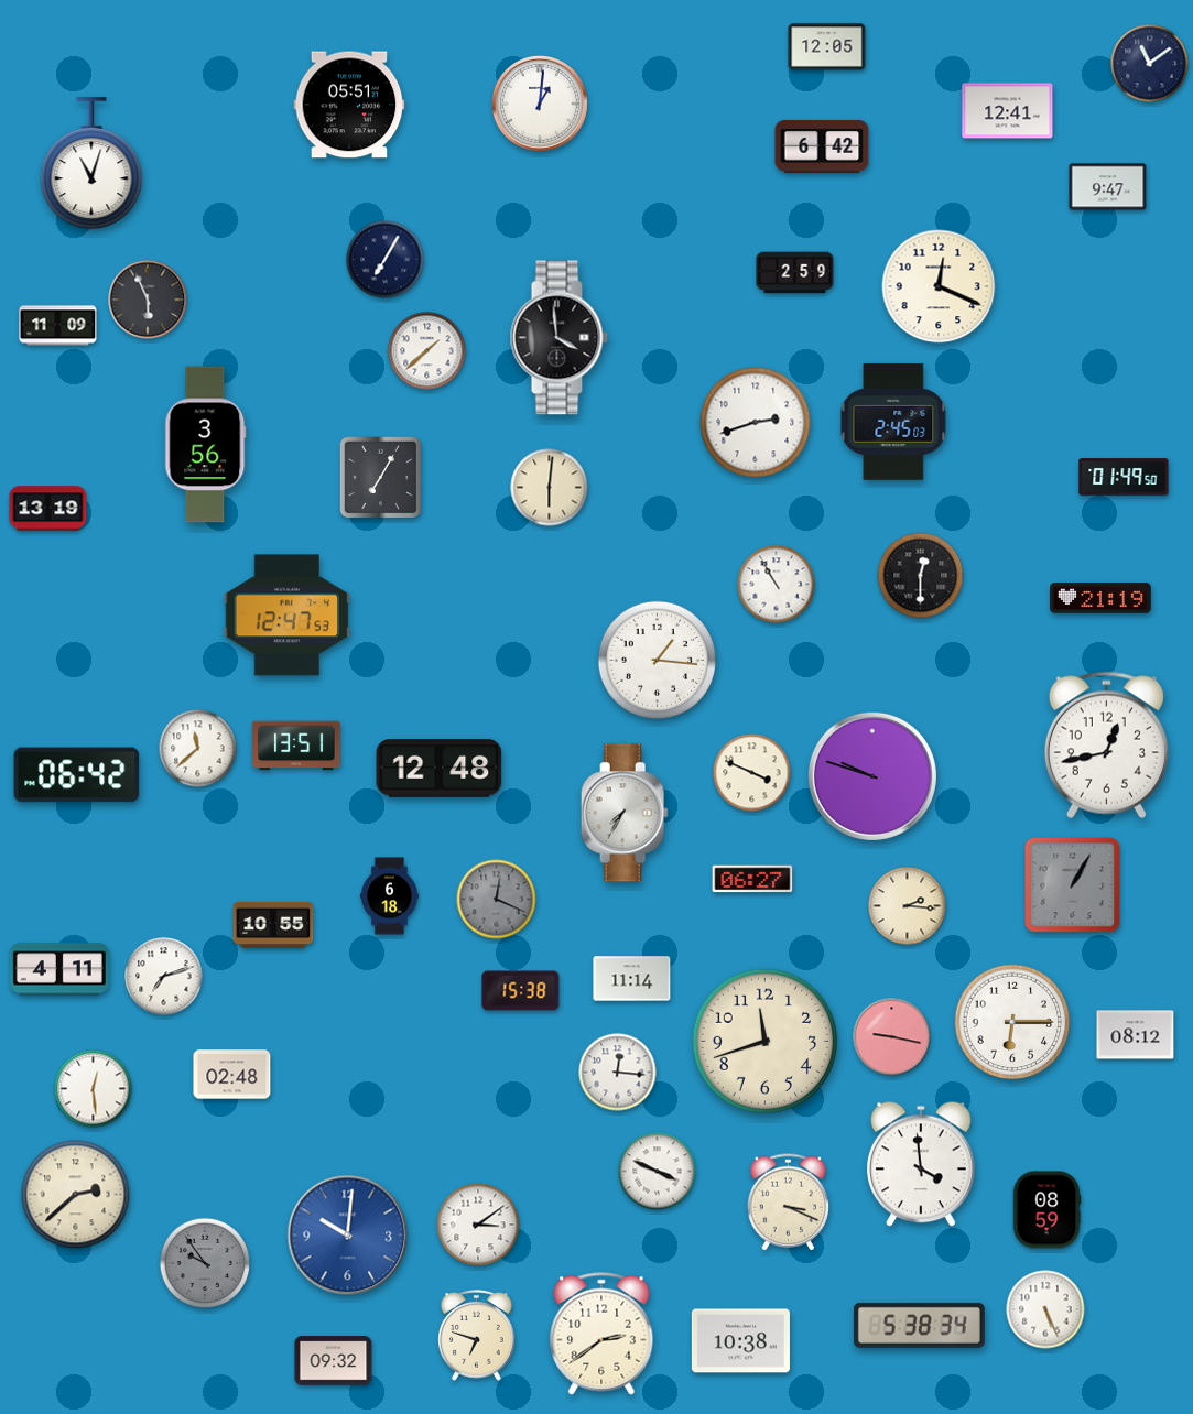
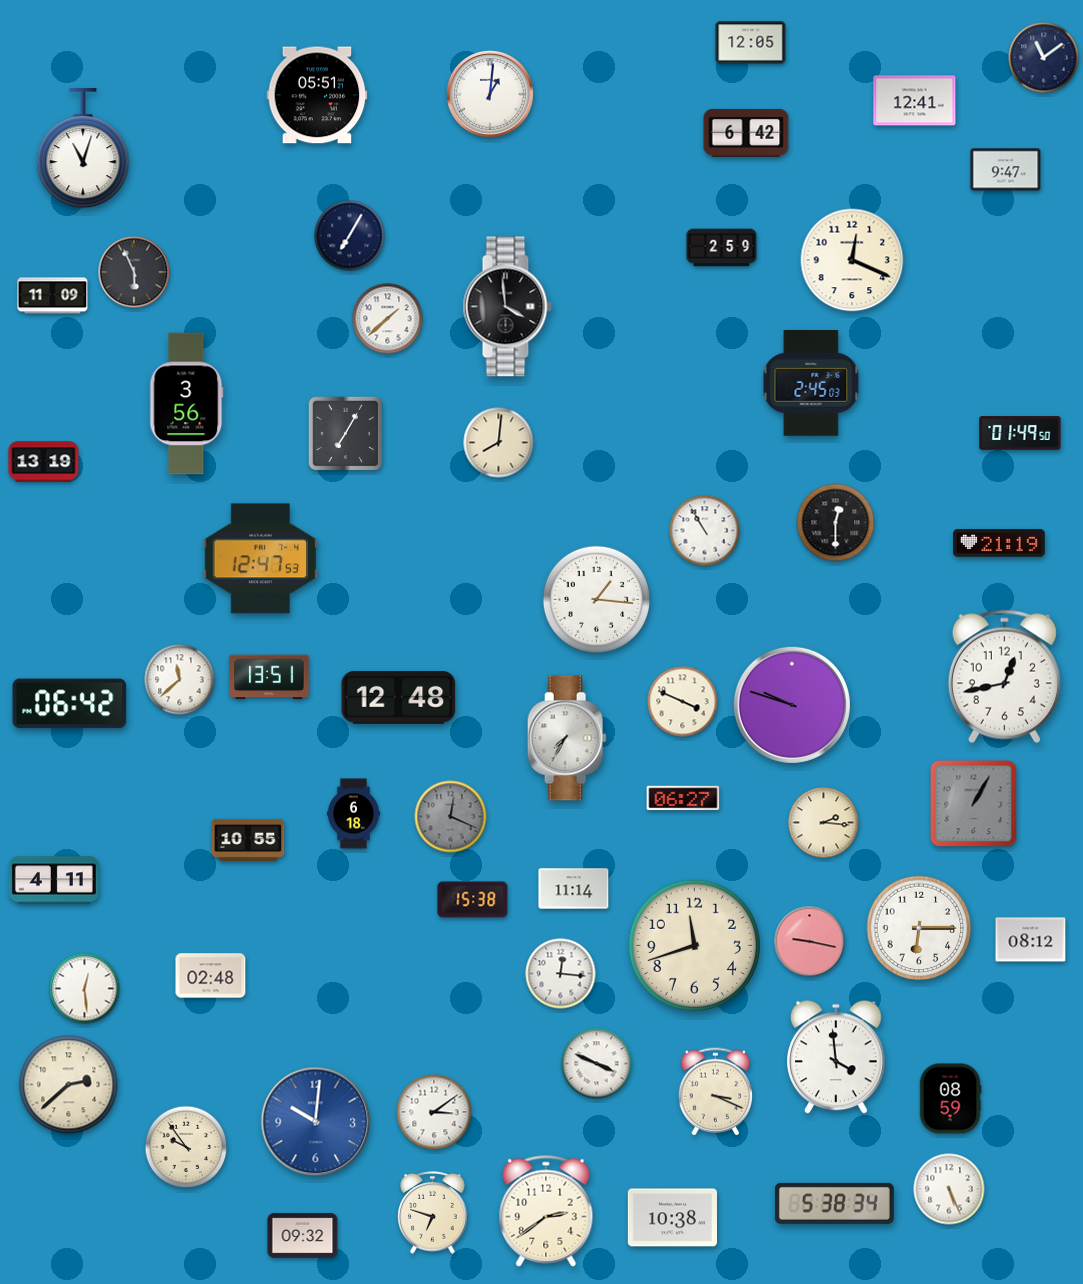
clock at (756, 423): 2:42 -> none
clock at (550, 488): 6:01 -> 8:01
clock at (164, 977): 7:12 -> none
clock at (205, 1263) dial: grey -> cream
